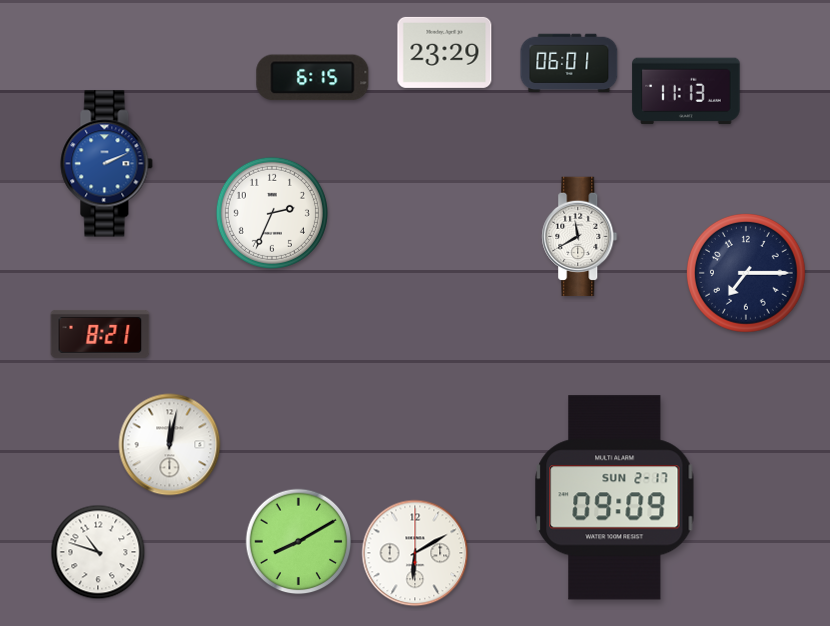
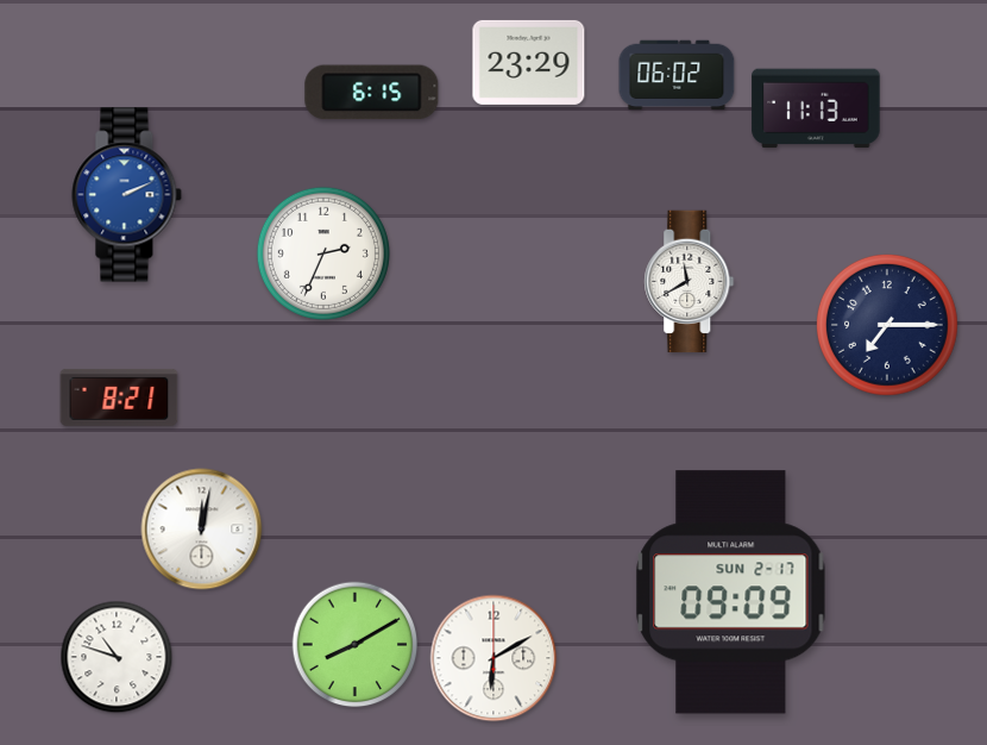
clock at (569, 63): 06:01 -> 06:02
